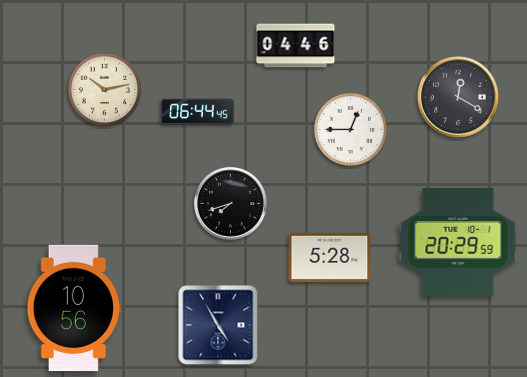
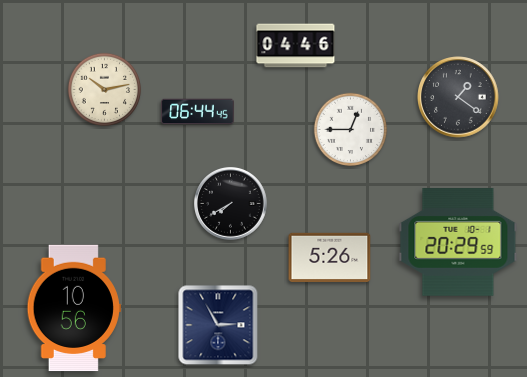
clock at (458, 97): 12:20 -> 1:21
clock at (231, 204): 7:42 -> 7:40
clock at (330, 257): 5:28 -> 5:26
clock at (218, 325): 4:55 -> 2:55
